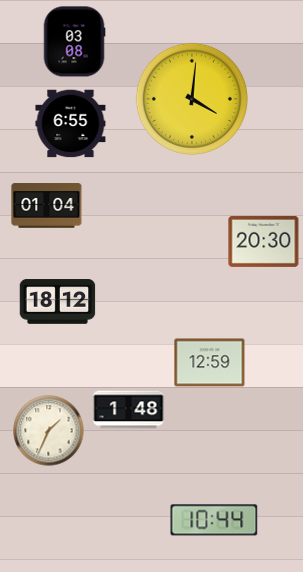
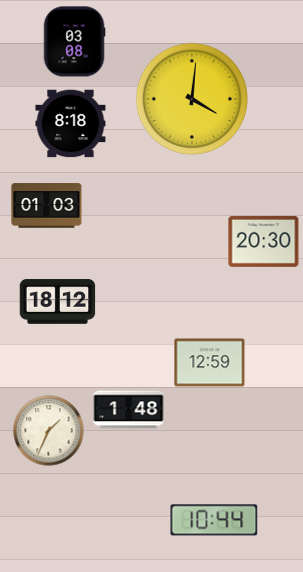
clock at (71, 124): 6:55 -> 8:18
clock at (47, 206): 01:04 -> 01:03
